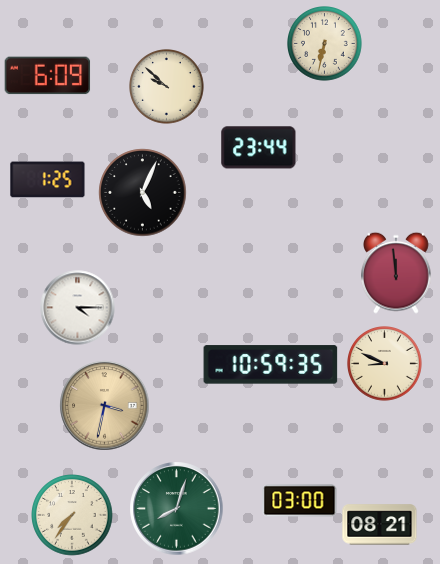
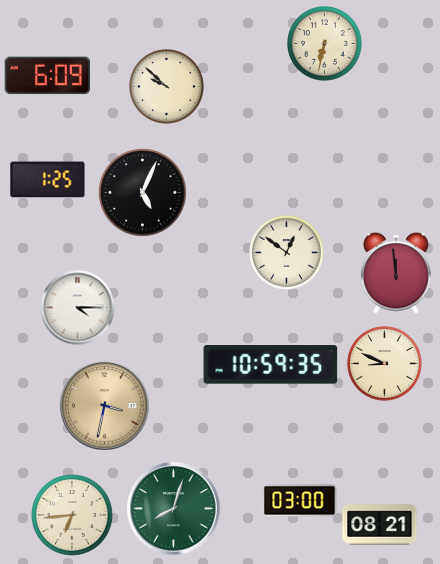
clock at (259, 148): 23:44 -> none
clock at (287, 253): none -> 12:51
clock at (177, 509) position: (177, 509) -> (174, 509)
clock at (72, 515): 7:36 -> 6:44
